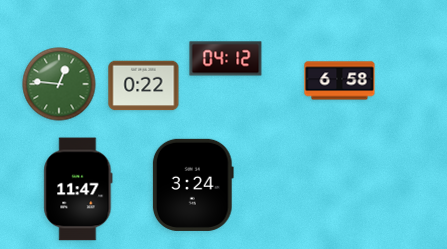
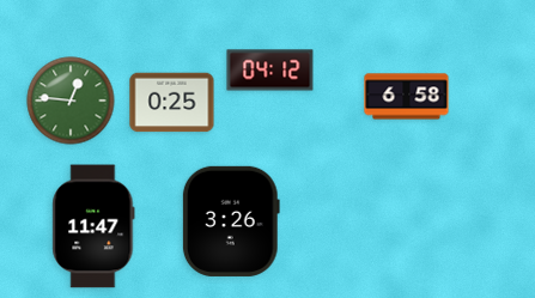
clock at (144, 86): 0:22 -> 0:25
clock at (193, 185): 3:24 -> 3:26
